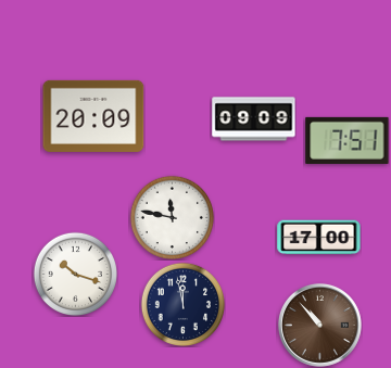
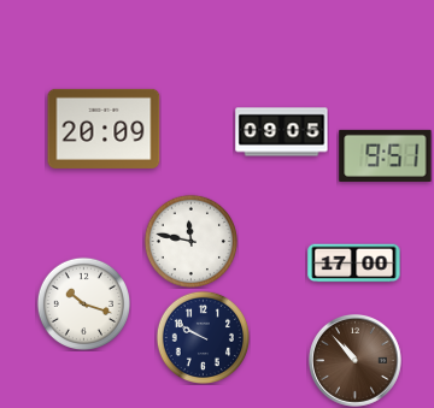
clock at (254, 119): 09:09 -> 09:05
clock at (348, 140): 7:51 -> 9:51
clock at (182, 304): 11:58 -> 9:50
